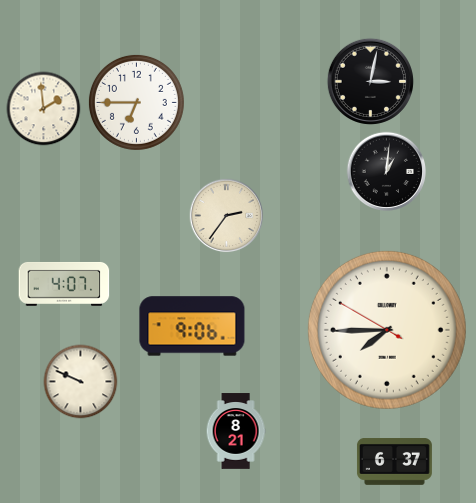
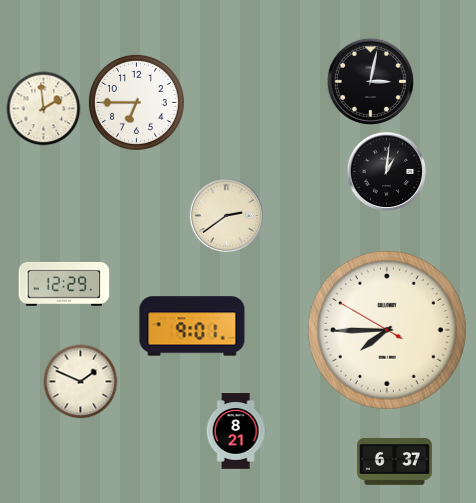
clock at (227, 216): 2:36 -> 2:39
clock at (64, 284): 4:07 -> 12:29
clock at (192, 326): 9:06 -> 9:01
clock at (81, 382): 9:49 -> 1:49
